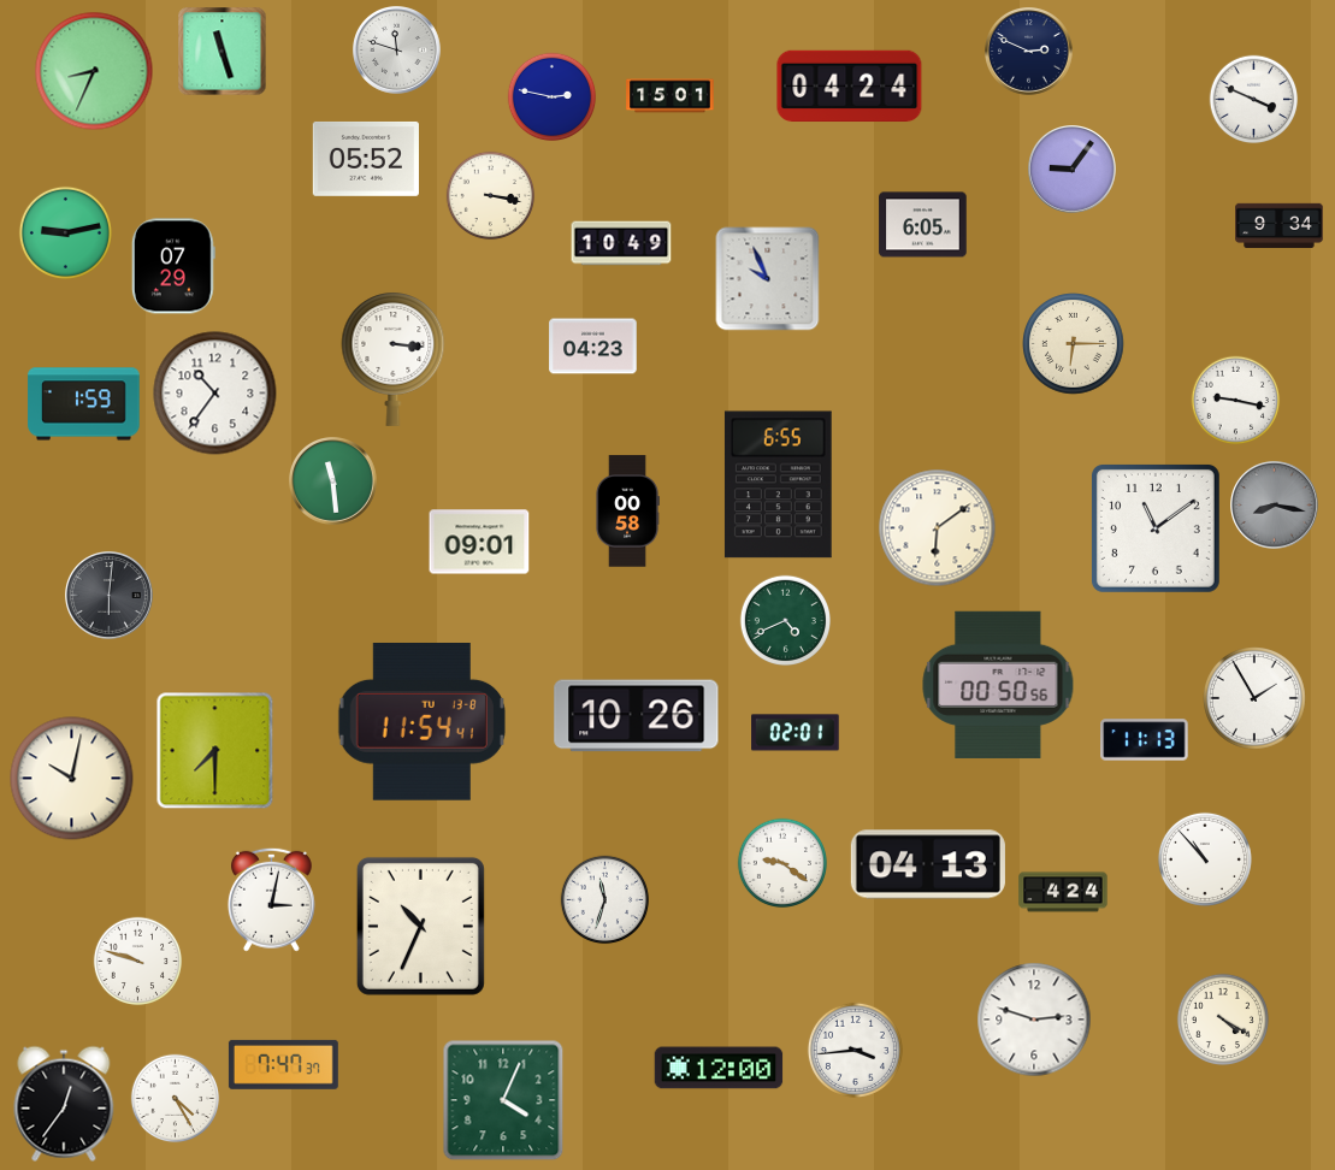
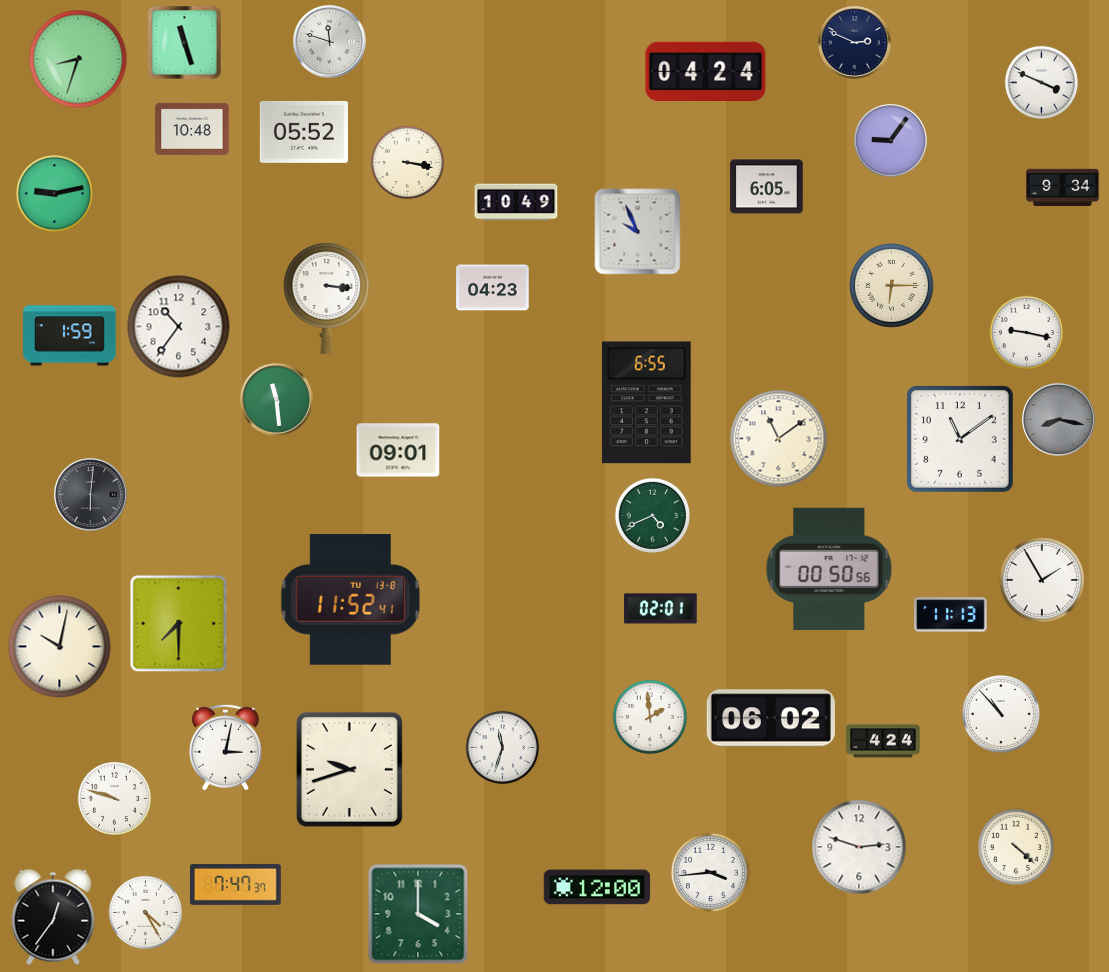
clock at (94, 71): 8:34 -> 8:33
clock at (671, 96): 15:01 -> none
clock at (553, 97): 2:47 -> none
clock at (192, 129): none -> 10:48
clock at (173, 266): 07:29 -> none
clock at (627, 512): 00:58 -> none
clock at (938, 528): 6:09 -> 11:09
clock at (637, 716): 10:26 -> none
clock at (421, 722): 11:54 -> 11:52
clock at (781, 862): 9:21 -> 1:59
clock at (928, 864): 04:13 -> 06:02
clock at (420, 926): 10:34 -> 9:42
clock at (1223, 1020): 4:20 -> 4:22
clock at (503, 1100): 4:04 -> 4:00
